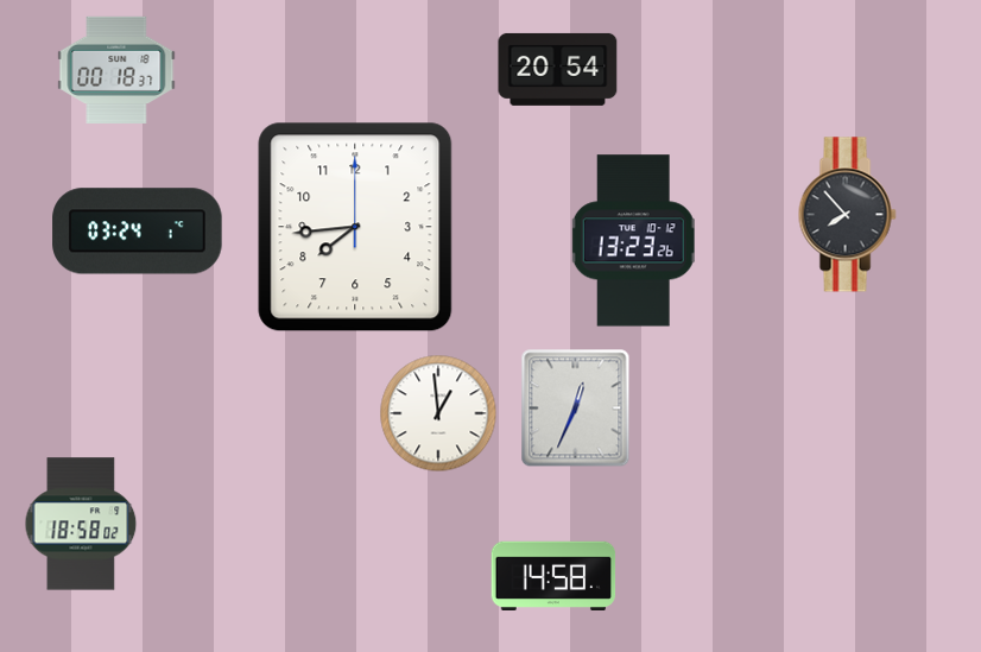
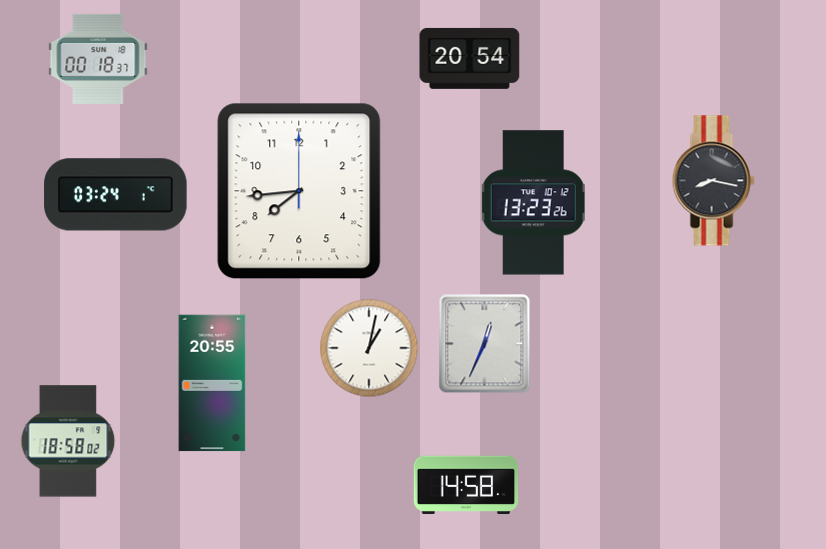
clock at (847, 215): 7:53 -> 8:17
clock at (438, 413): 12:59 -> 1:02
clock at (212, 383): none -> 20:55
